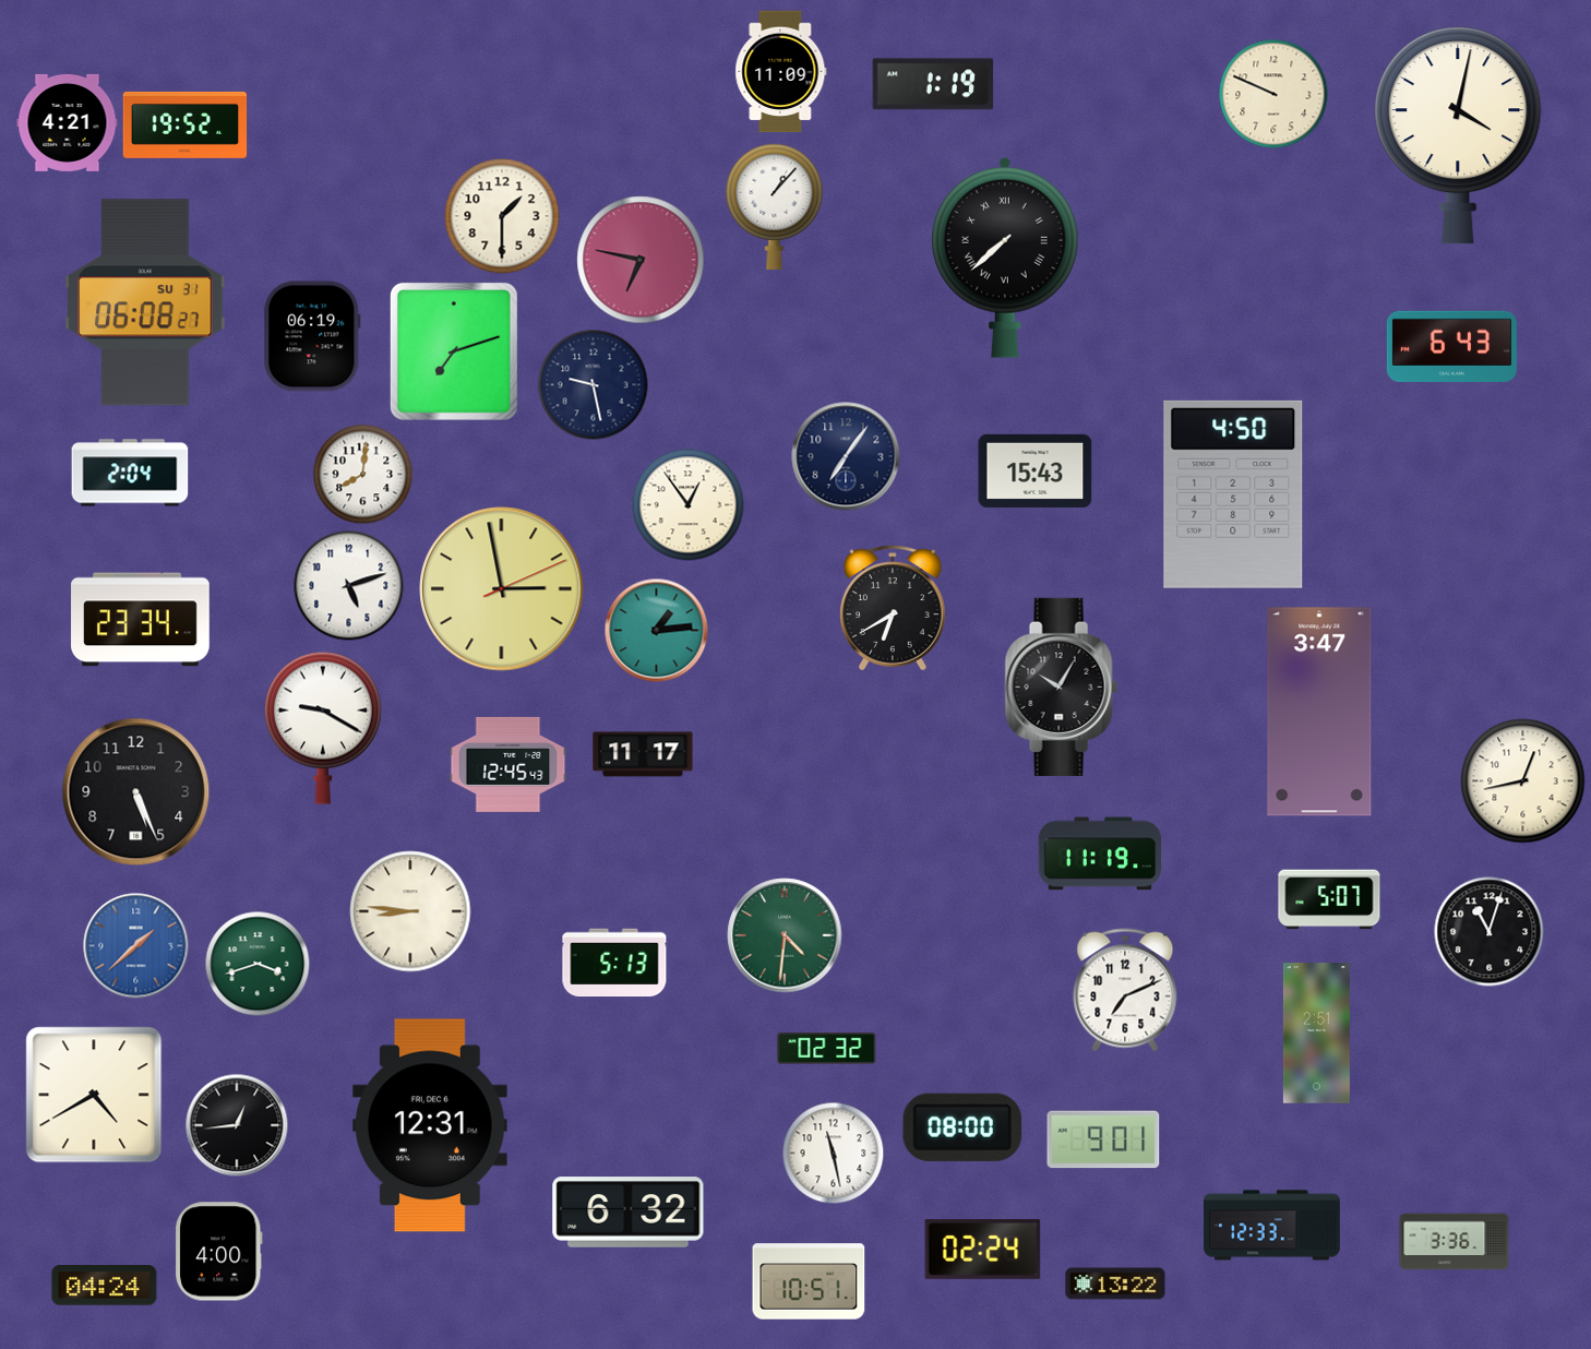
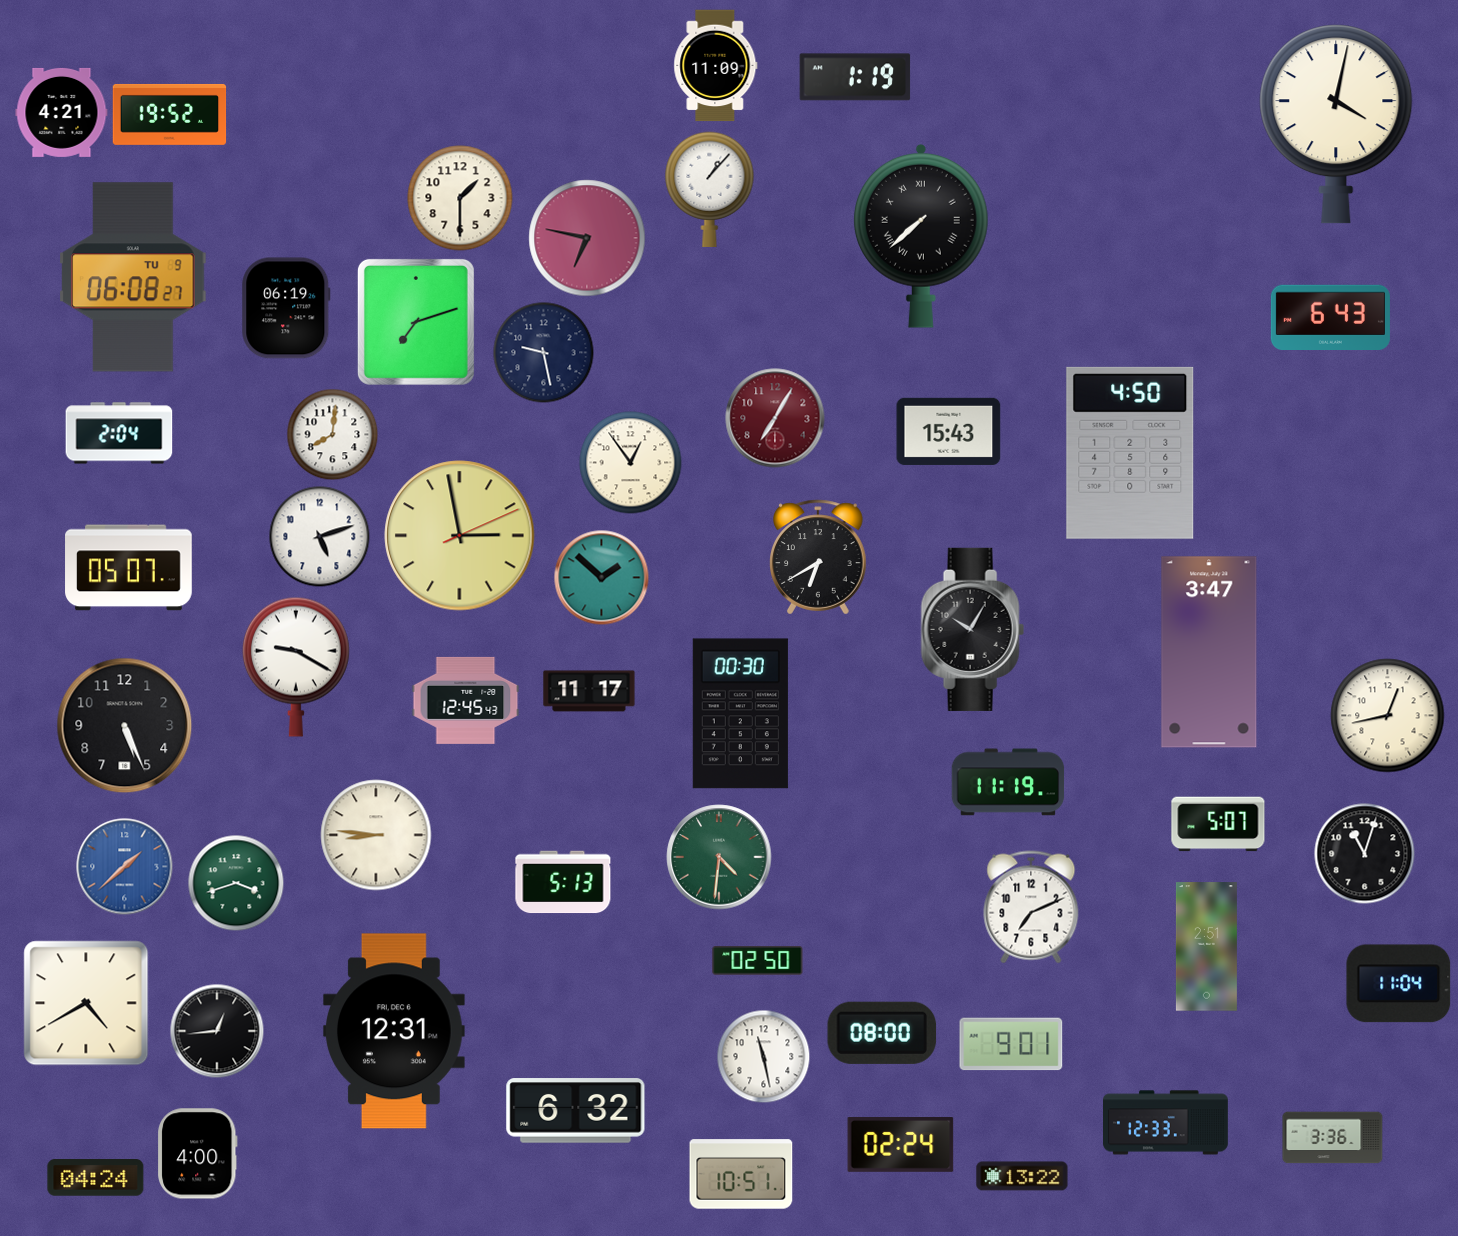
clock at (1273, 94): 9:49 -> none
clock at (145, 302) date: SU 31 -> TU 9
clock at (846, 456): 7:06 -> 7:05
clock at (846, 456) dial: navy -> burgundy
clock at (502, 589) position: (502, 589) -> (460, 536)
clock at (141, 620): 23:34 -> 05:07
clock at (656, 630): 1:14 -> 1:52
clock at (740, 714): none -> 00:30
clock at (1523, 781) position: (1523, 781) -> (1388, 716)
clock at (827, 1049): 02:32 -> 02:50
clock at (1399, 984): none -> 11:04
clock at (219, 1252) position: (219, 1252) -> (198, 1154)
